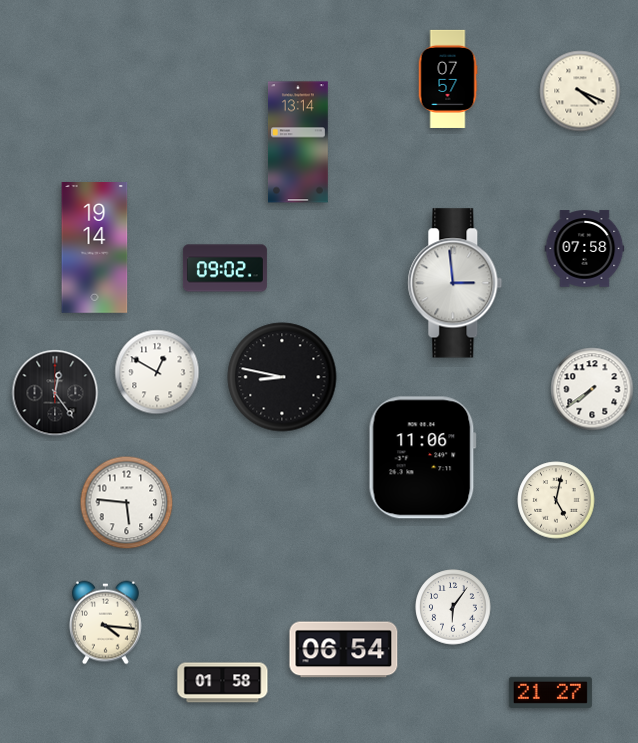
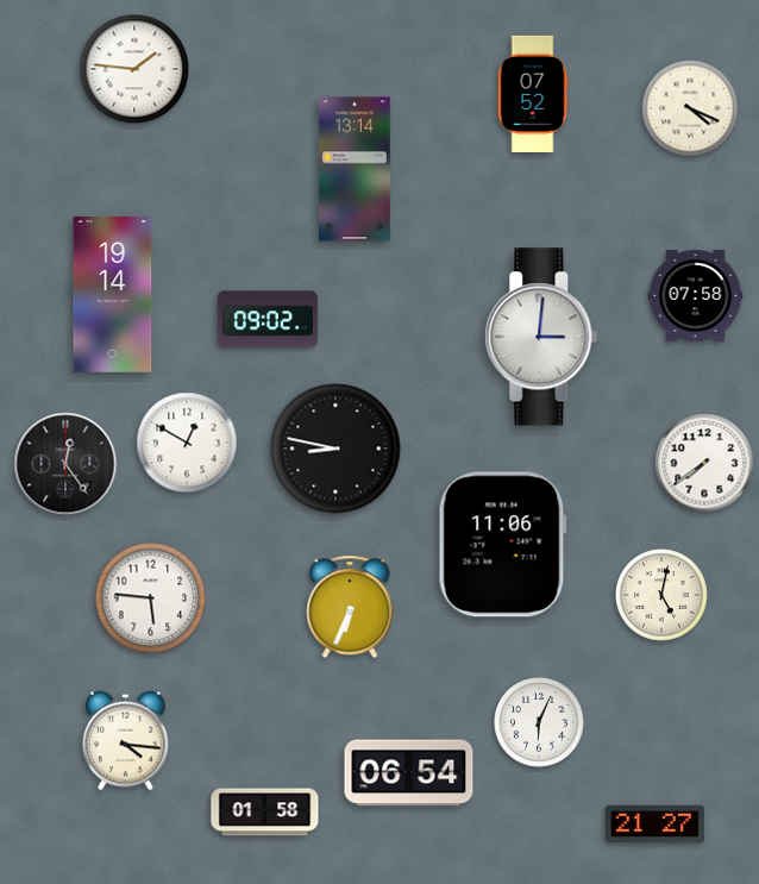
clock at (134, 69): none -> 1:46
clock at (448, 79): 07:57 -> 07:52
clock at (455, 283): 2:59 -> 3:01
clock at (55, 393) position: (55, 393) -> (65, 464)
clock at (350, 607): none -> 6:34
clock at (453, 607): 6:06 -> 6:04
